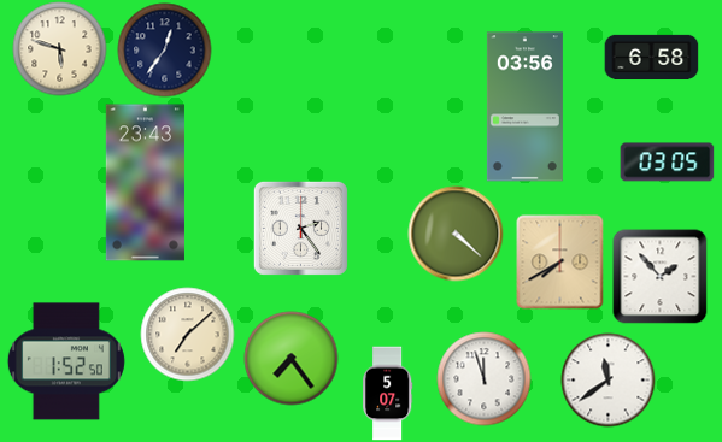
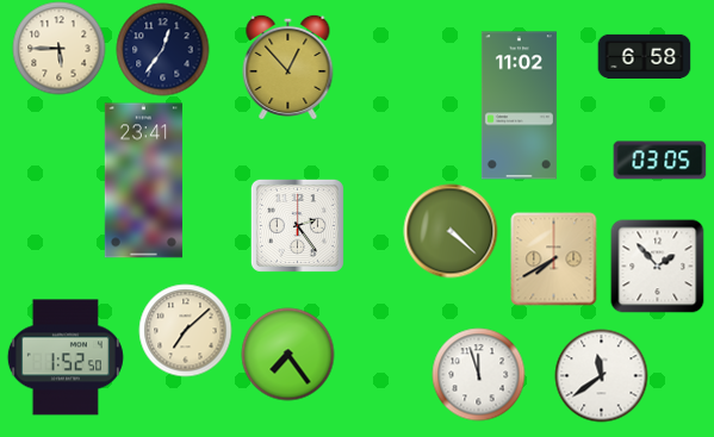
clock at (59, 48): 5:48 -> 5:45
clock at (288, 67): none -> 12:53
clock at (524, 107): 03:56 -> 11:02
clock at (145, 183): 23:43 -> 23:41
clock at (659, 276) position: (659, 276) -> (657, 266)
clock at (388, 393): 5:07 -> none
